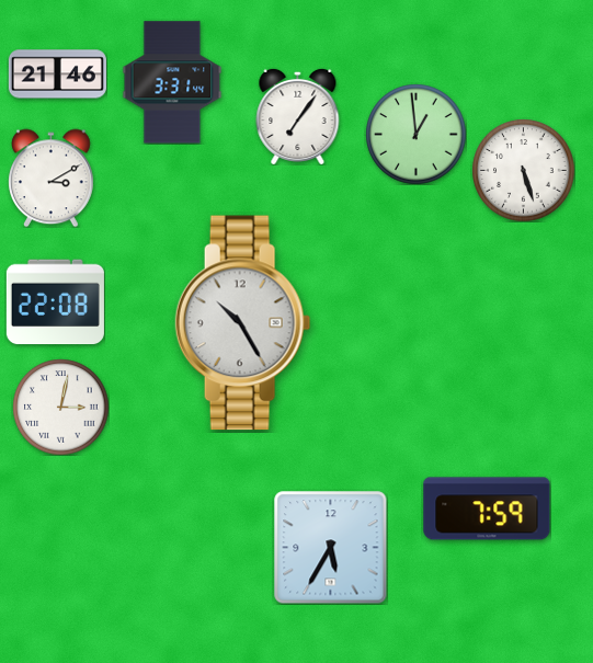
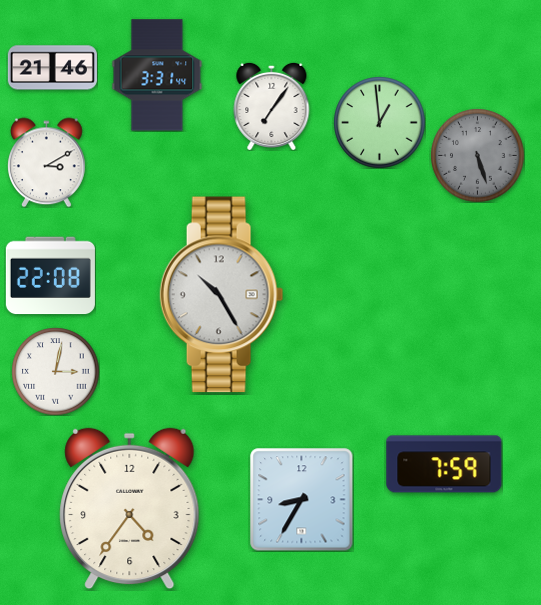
clock at (523, 170) dial: white -> grey
clock at (330, 547): 5:35 -> 8:35
clock at (130, 509): none -> 4:36
